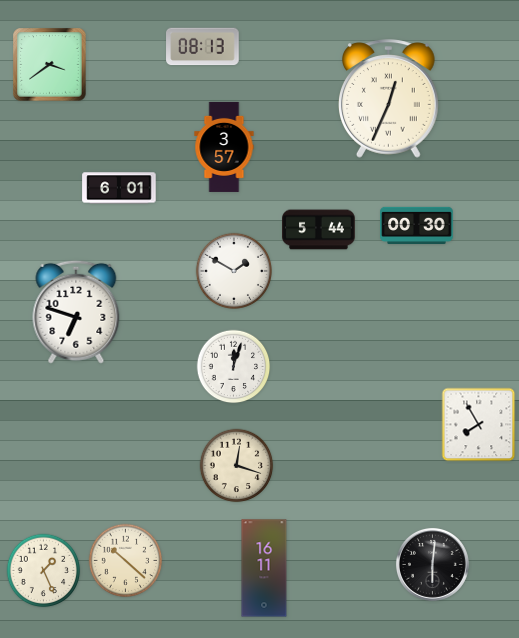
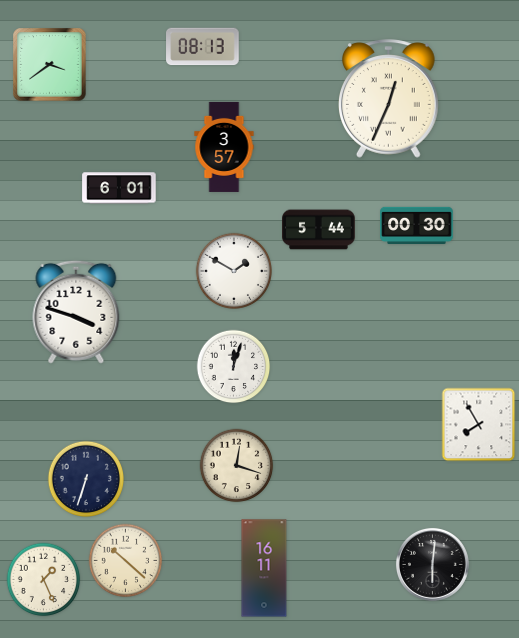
clock at (76, 312): 6:48 -> 3:48
clock at (85, 478): none -> 6:33
clock at (44, 571) position: (44, 571) -> (44, 580)
